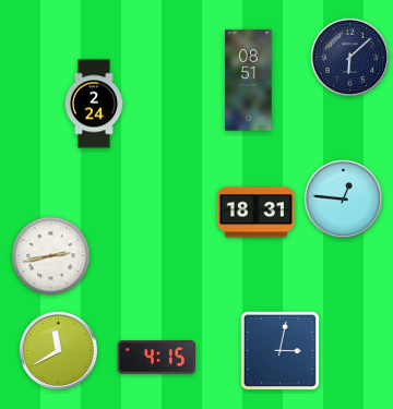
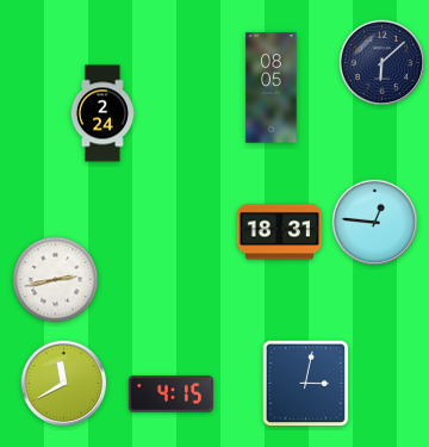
clock at (249, 81): 08:51 -> 08:05
clock at (344, 200) position: (344, 200) -> (375, 223)
clock at (156, 358) position: (156, 358) -> (170, 395)
